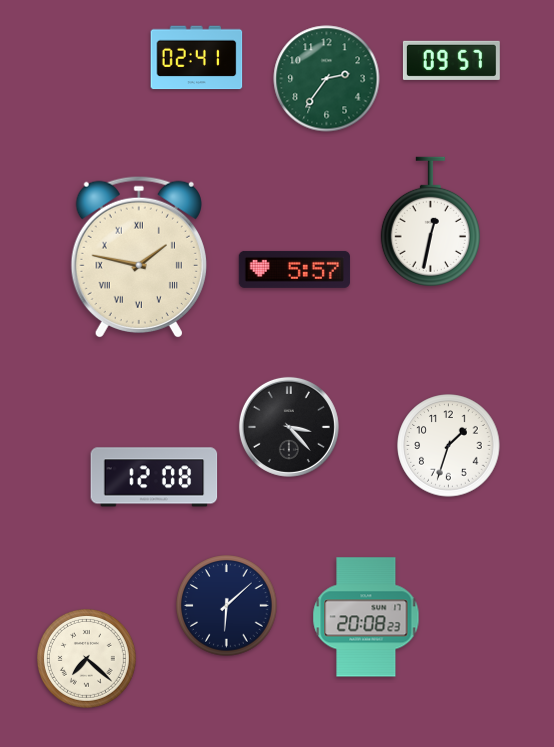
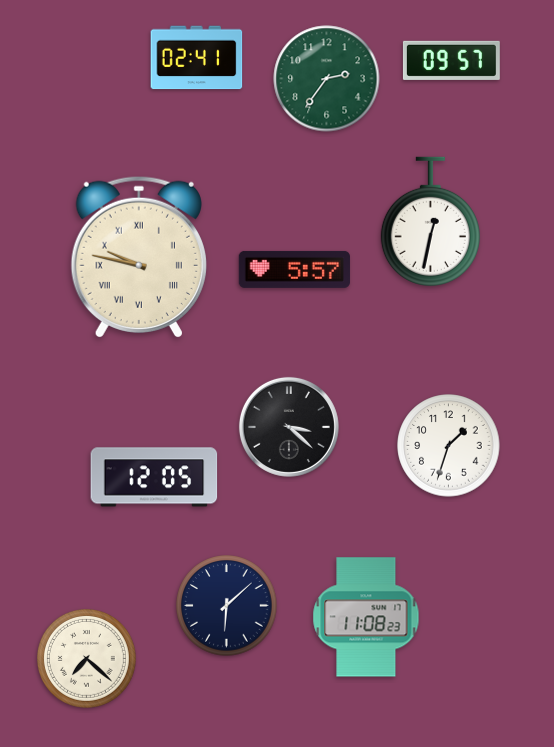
clock at (139, 256): 1:47 -> 9:47
clock at (289, 427): 3:23 -> 3:22
clock at (154, 477): 12:08 -> 12:05
clock at (366, 617): 20:08 -> 11:08
